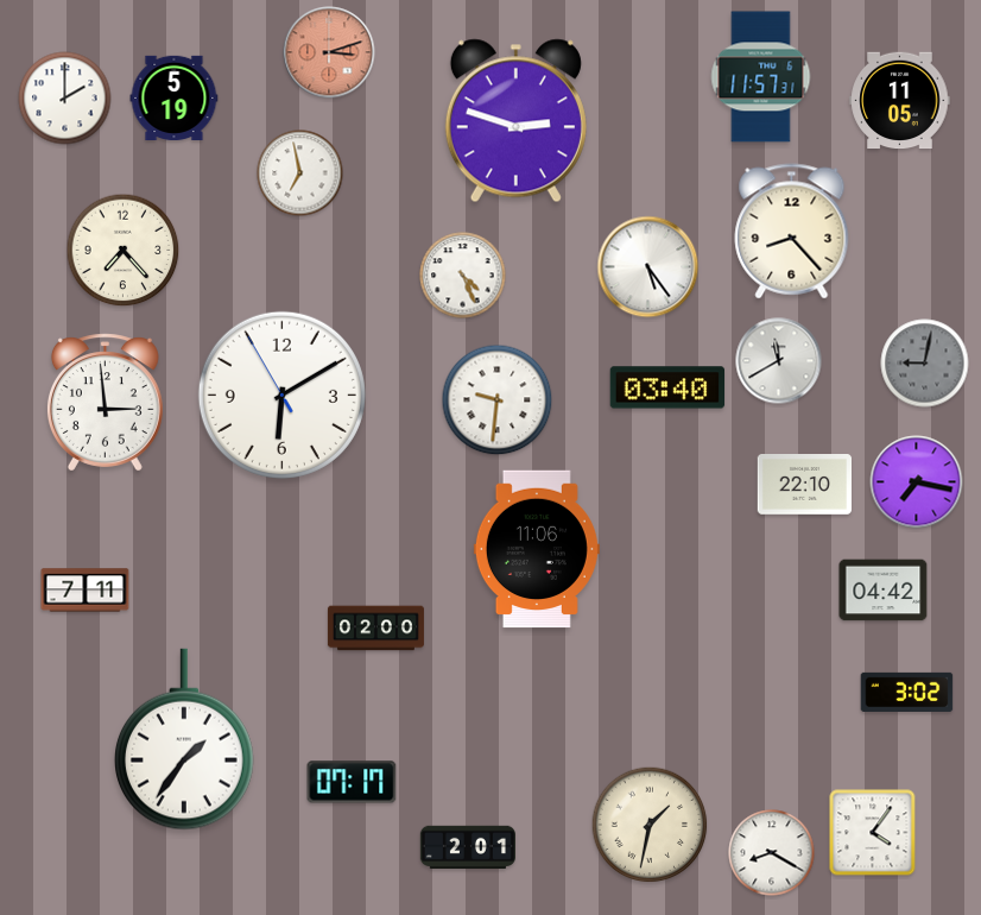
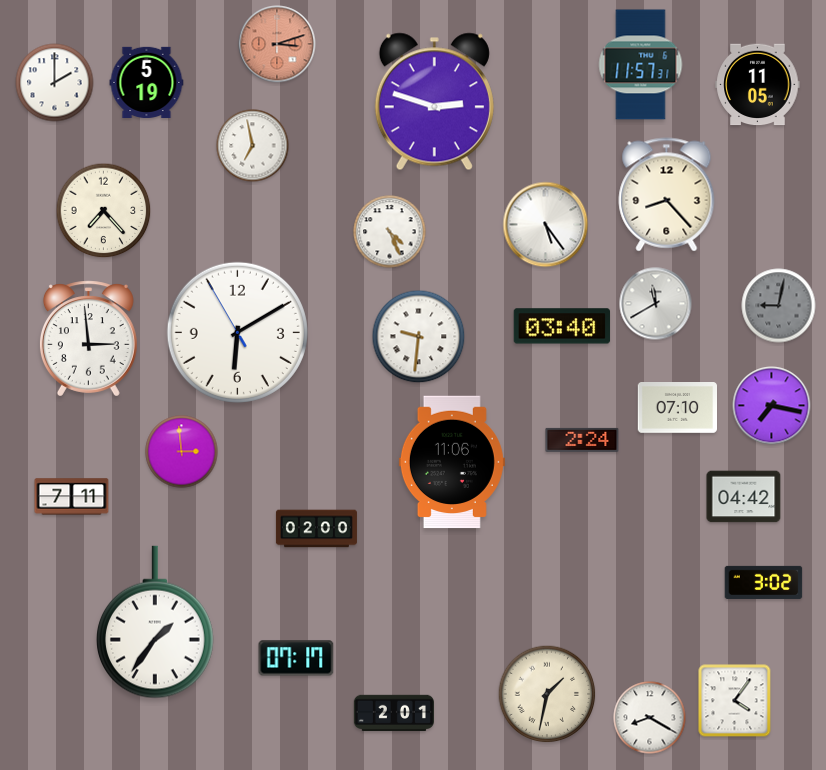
clock at (804, 485): 22:10 -> 07:10
clock at (582, 440): none -> 2:24
clock at (182, 452): none -> 2:59
